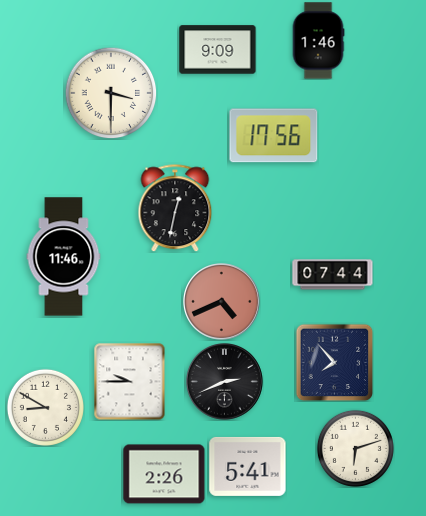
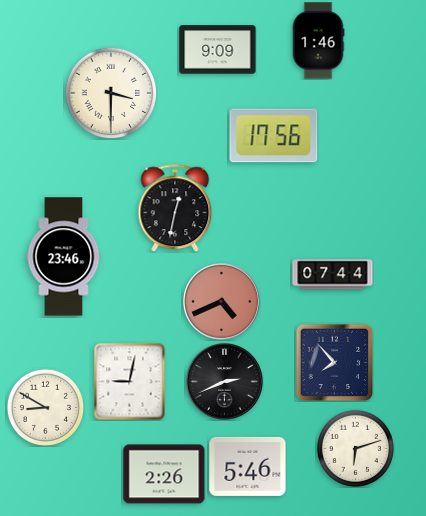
clock at (64, 257): 11:46 -> 23:46
clock at (130, 381): 9:45 -> 9:02
clock at (248, 466): 5:41 -> 5:46
